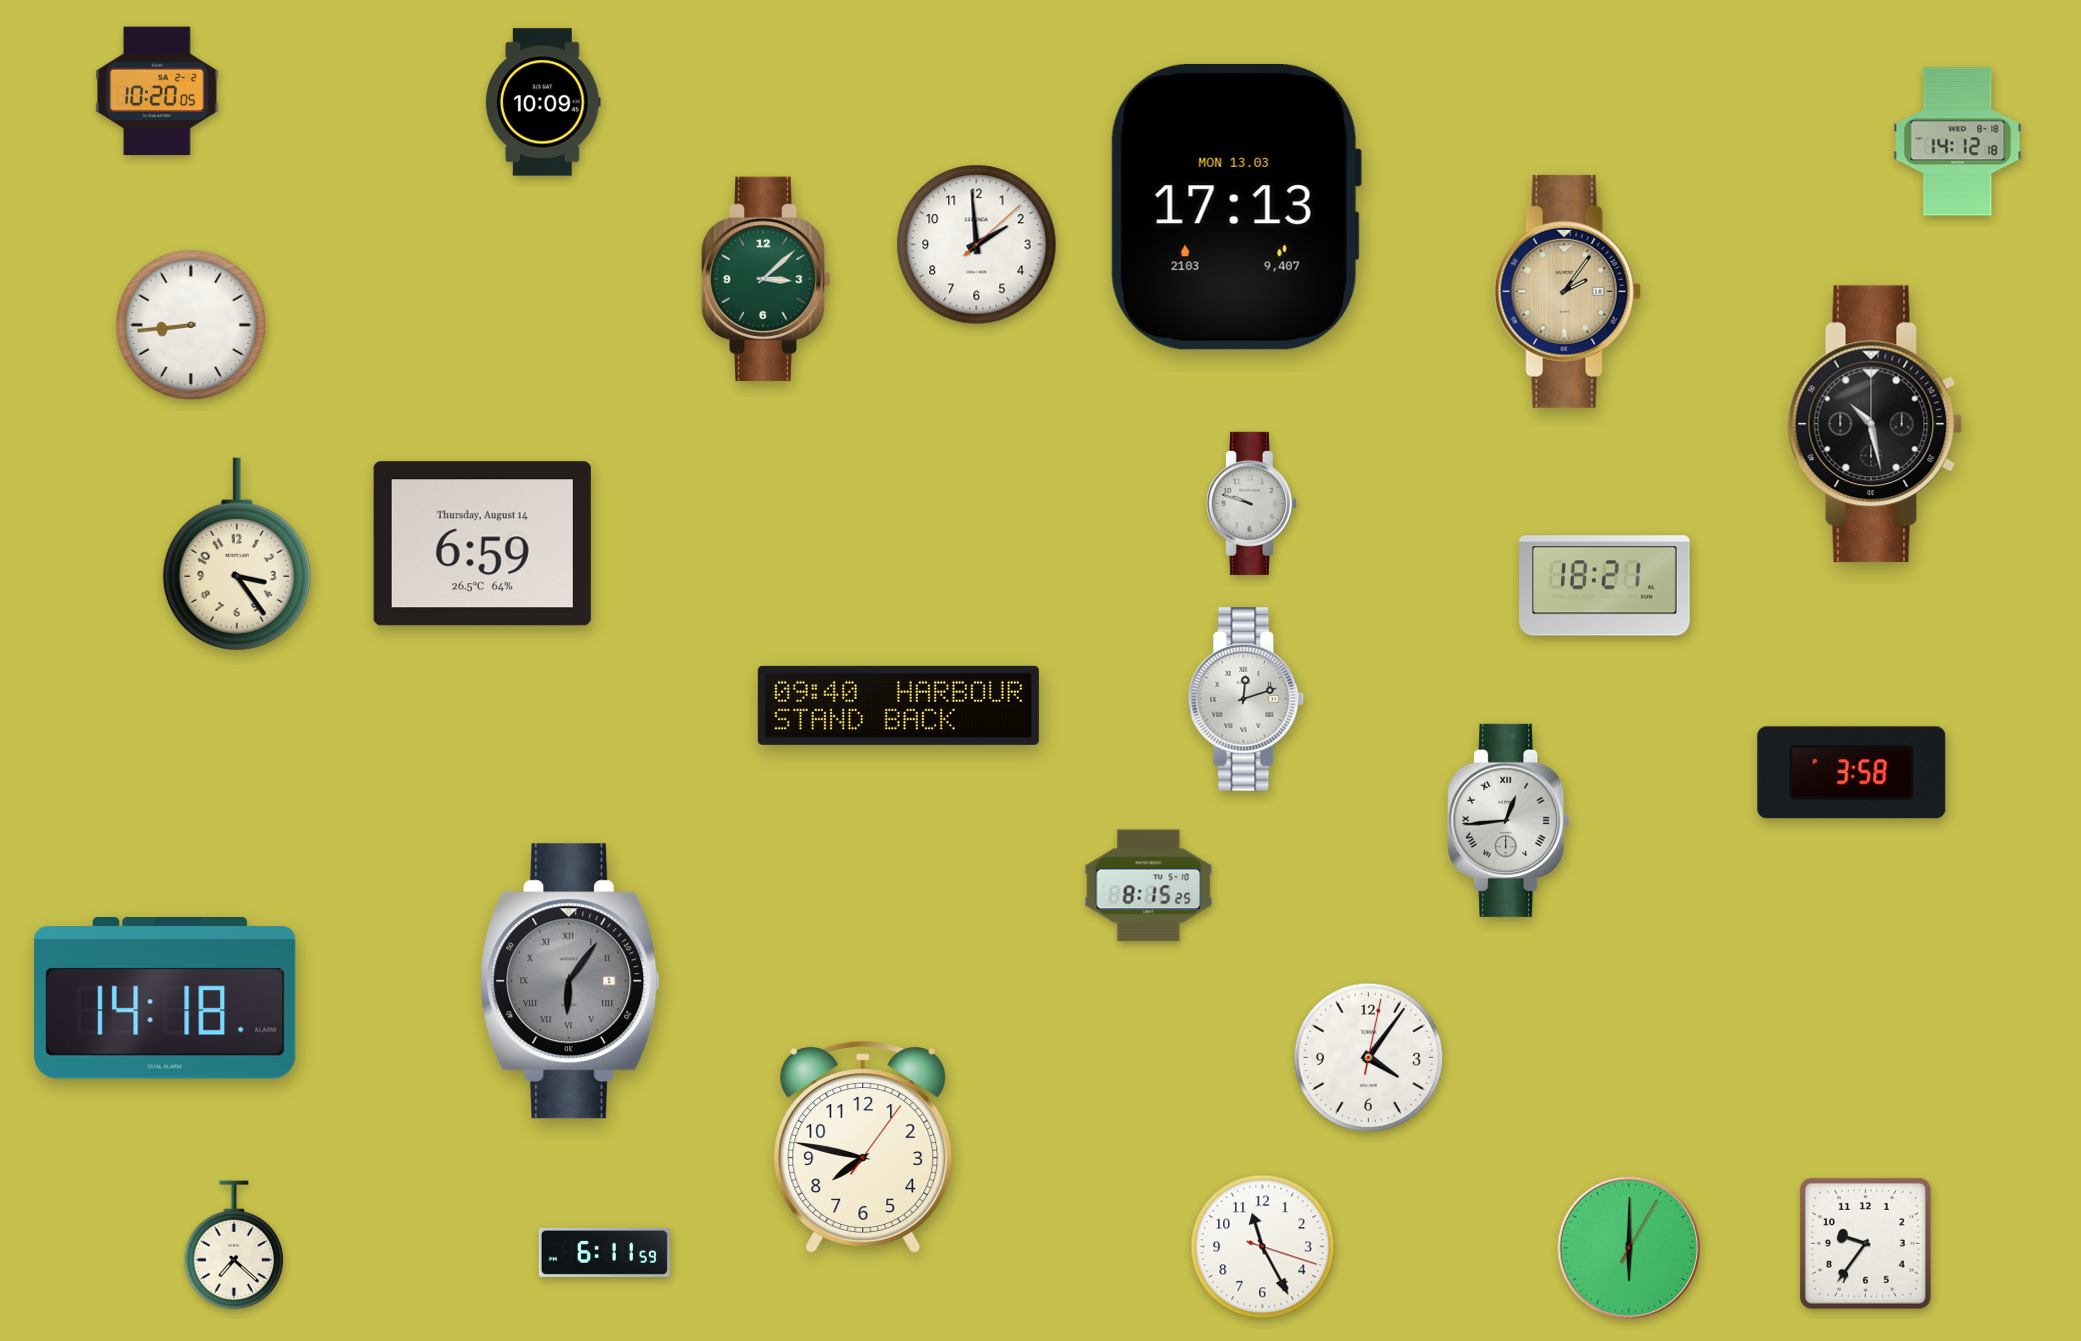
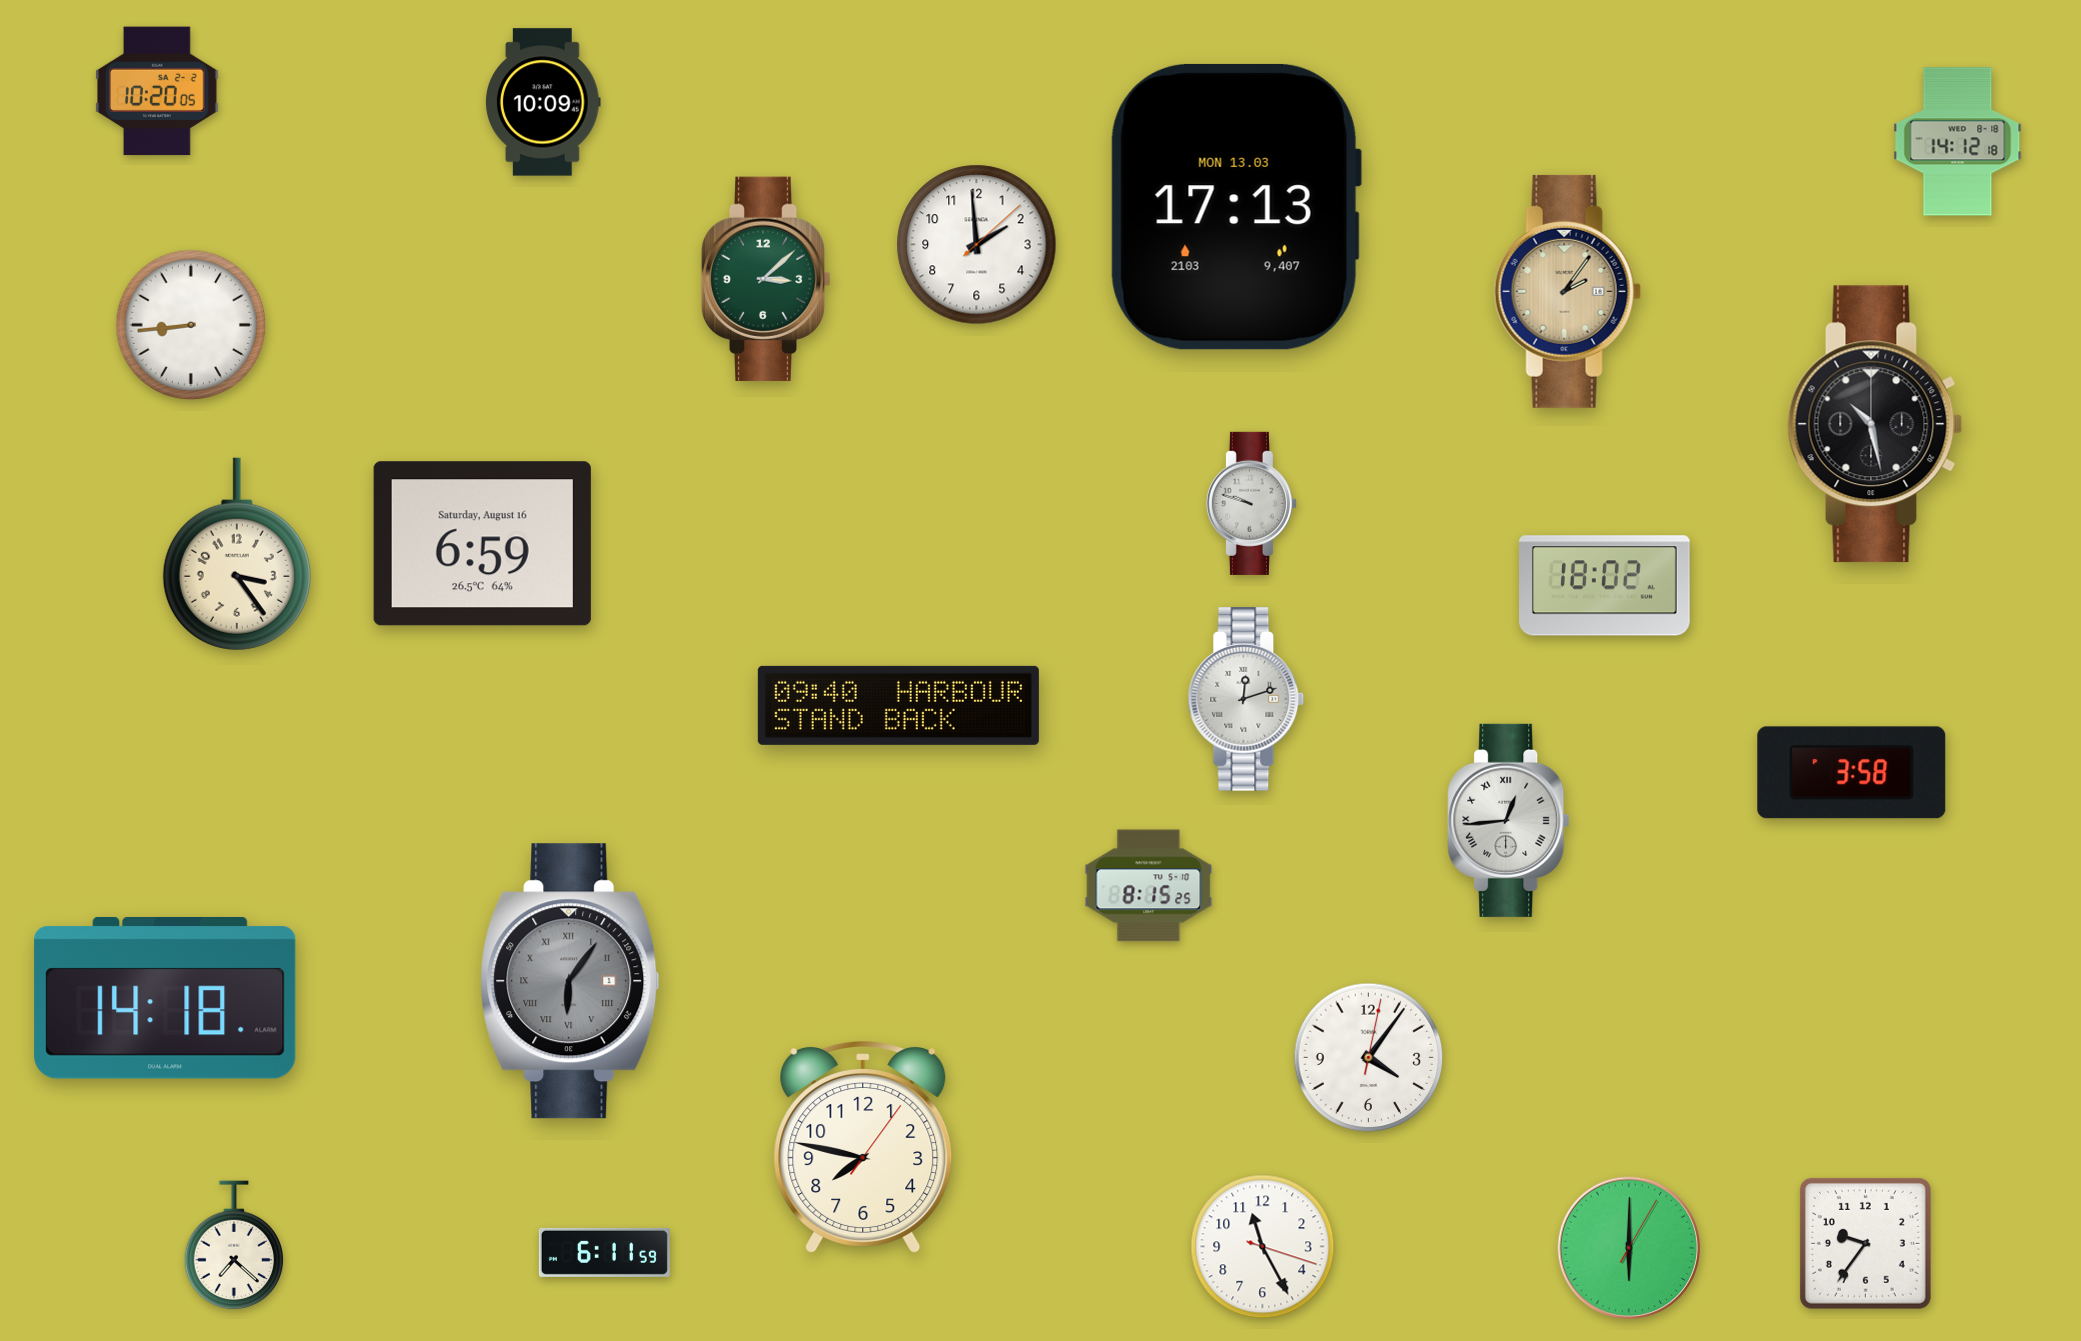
clock at (482, 544) date: Thursday, August 14 -> Saturday, August 16
clock at (1605, 586): 18:21 -> 18:02
